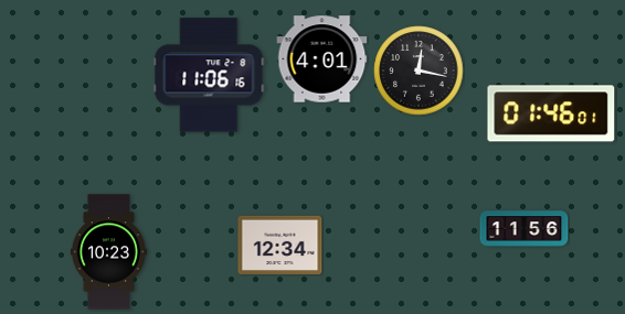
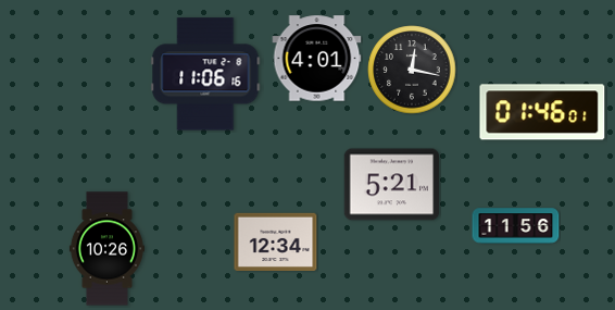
clock at (392, 185): none -> 5:21
clock at (108, 252): 10:23 -> 10:26
